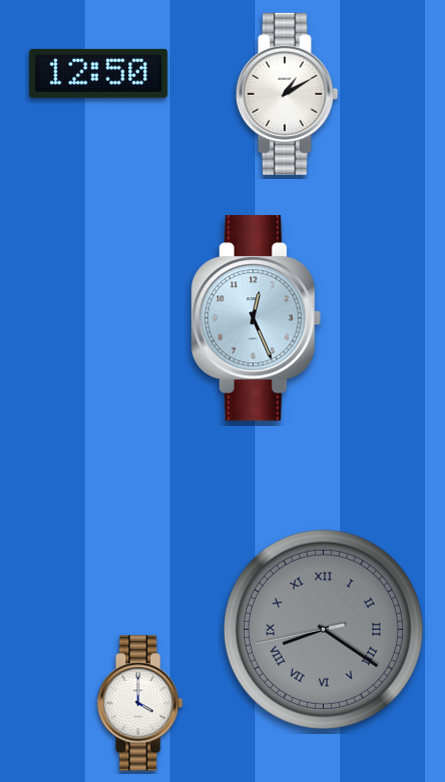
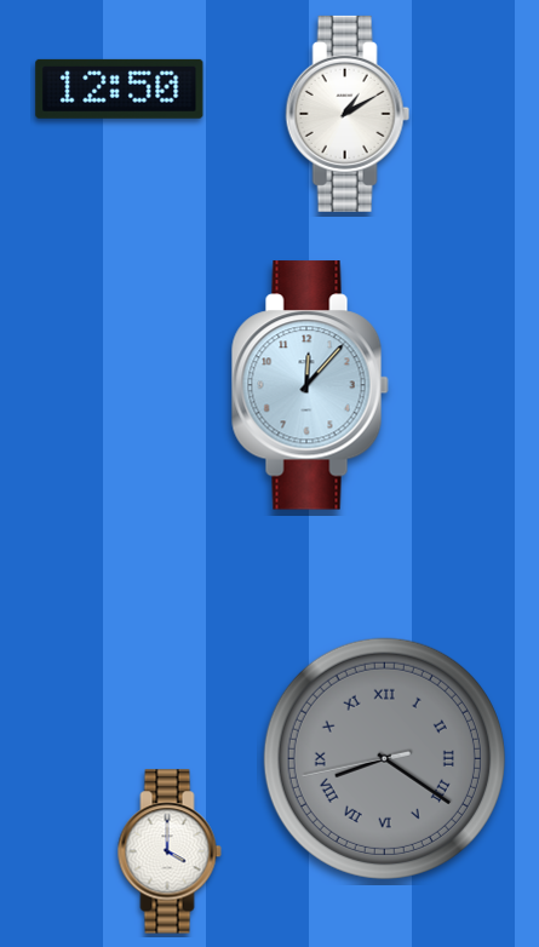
clock at (256, 318): 12:26 -> 12:07
clock at (323, 629) position: (323, 629) -> (384, 758)
